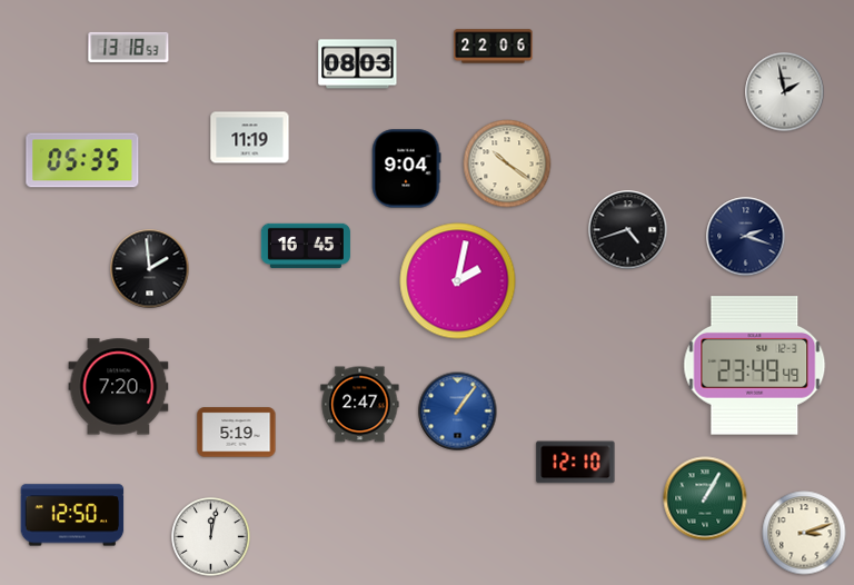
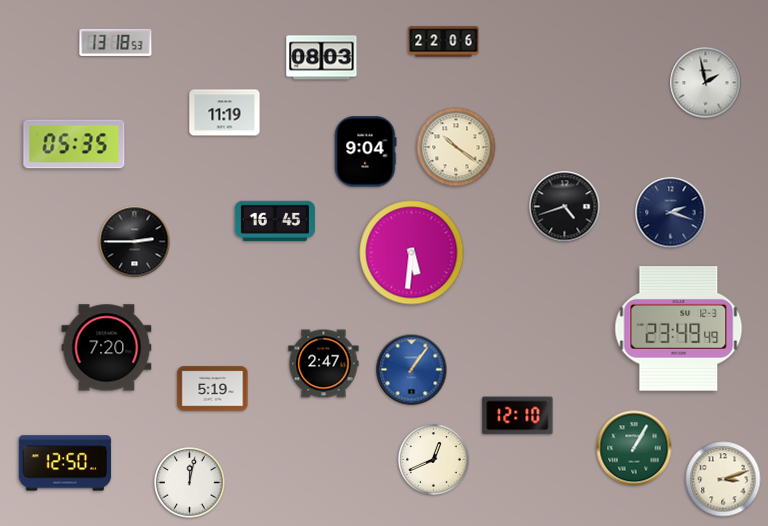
clock at (250, 138) position: (250, 138) -> (225, 113)
clock at (150, 269): 1:59 -> 2:45
clock at (458, 281): 2:02 -> 5:31
clock at (434, 460): none -> 12:41
